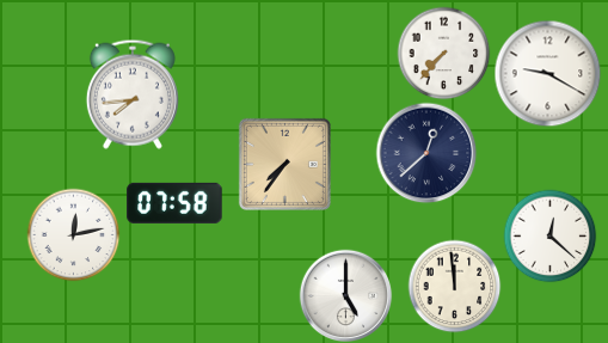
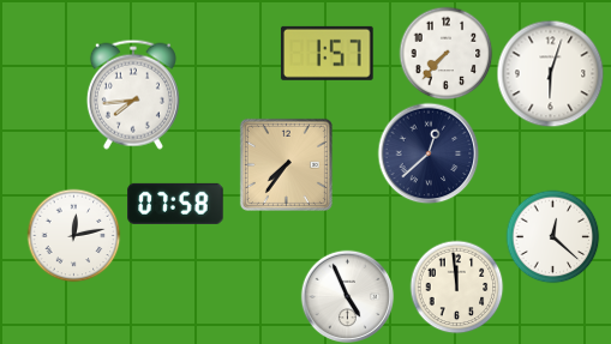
clock at (328, 53): none -> 1:57
clock at (547, 73): 9:20 -> 6:03
clock at (345, 295): 5:00 -> 4:56
